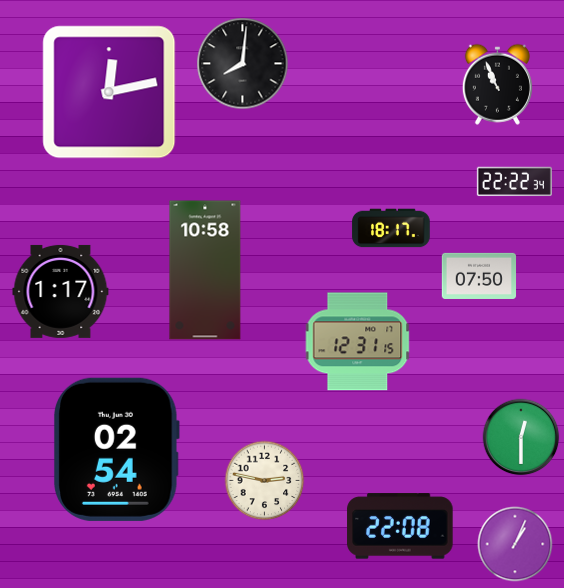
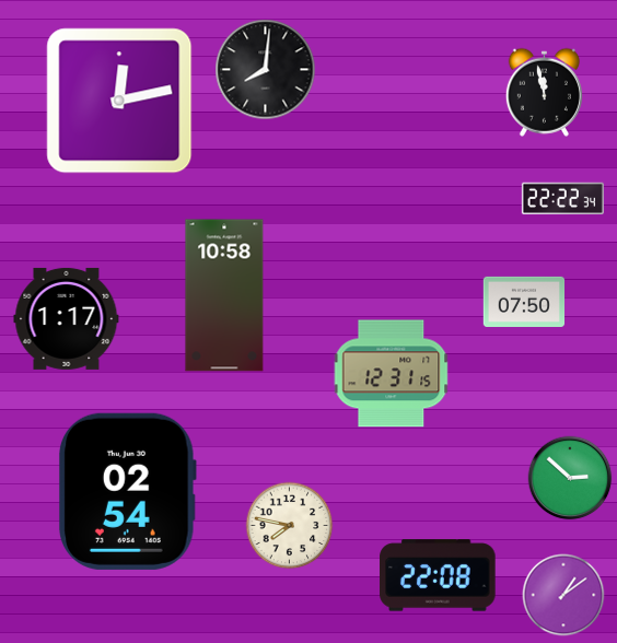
clock at (497, 84): 10:56 -> 11:58
clock at (391, 228): 18:17 -> none
clock at (521, 437): 12:30 -> 2:52
clock at (265, 481): 2:47 -> 7:47
clock at (515, 544): 1:04 -> 1:09
